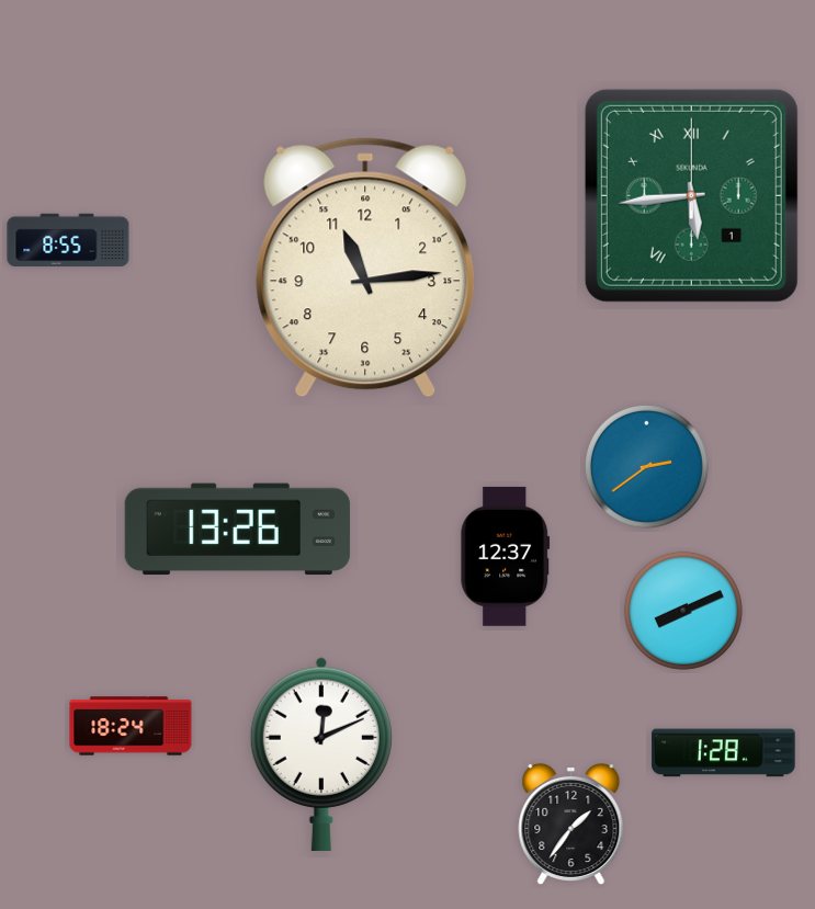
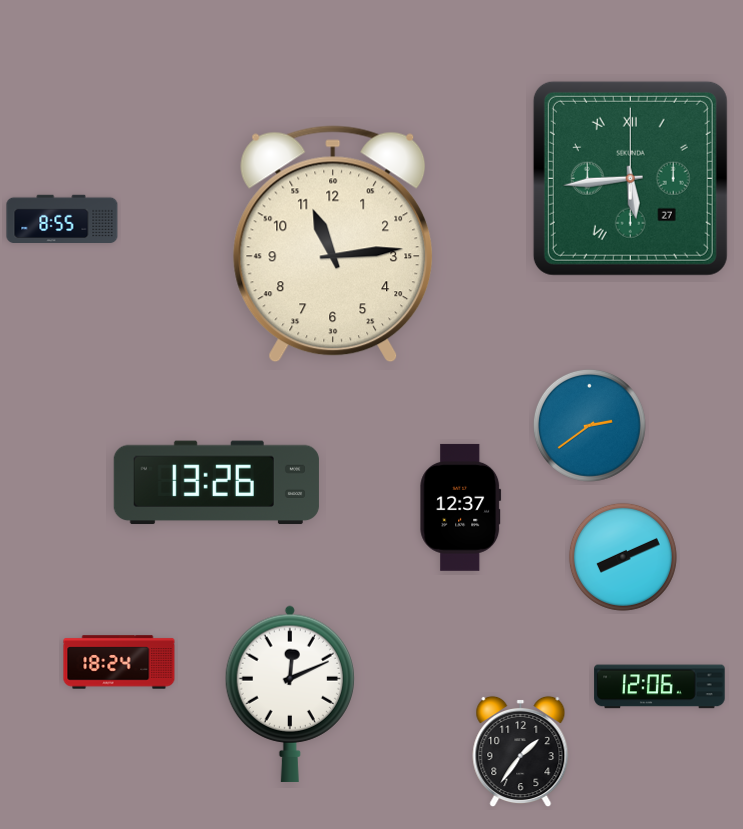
clock at (691, 195) date: 1 -> 27
clock at (724, 753): 1:28 -> 12:06
clock at (321, 754) position: (321, 754) -> (290, 694)
